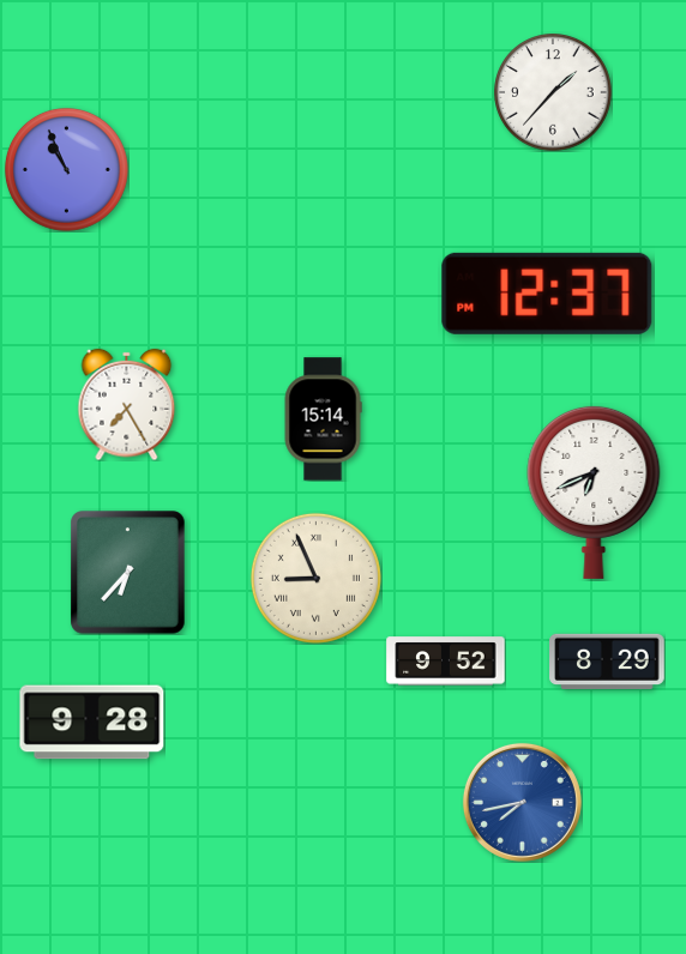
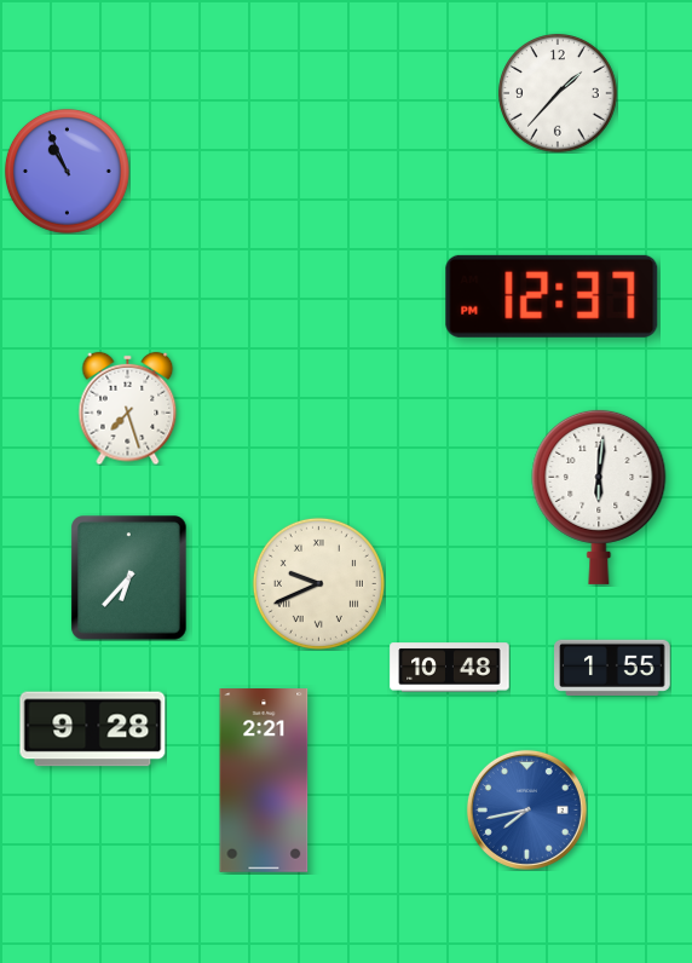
clock at (127, 404): 7:25 -> 7:27
clock at (323, 419): 15:14 -> none
clock at (594, 491): 6:41 -> 6:01
clock at (315, 578): 8:56 -> 9:41
clock at (607, 660): 8:29 -> 1:55
clock at (446, 662): 9:52 -> 10:48
clock at (264, 782): none -> 2:21
